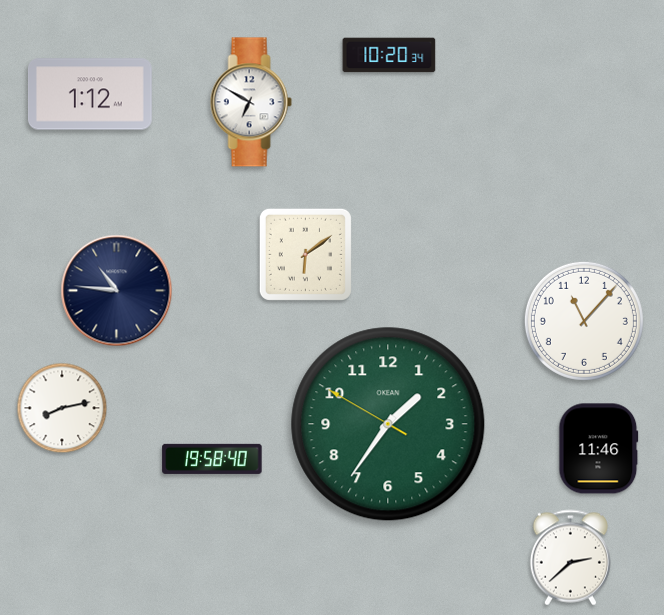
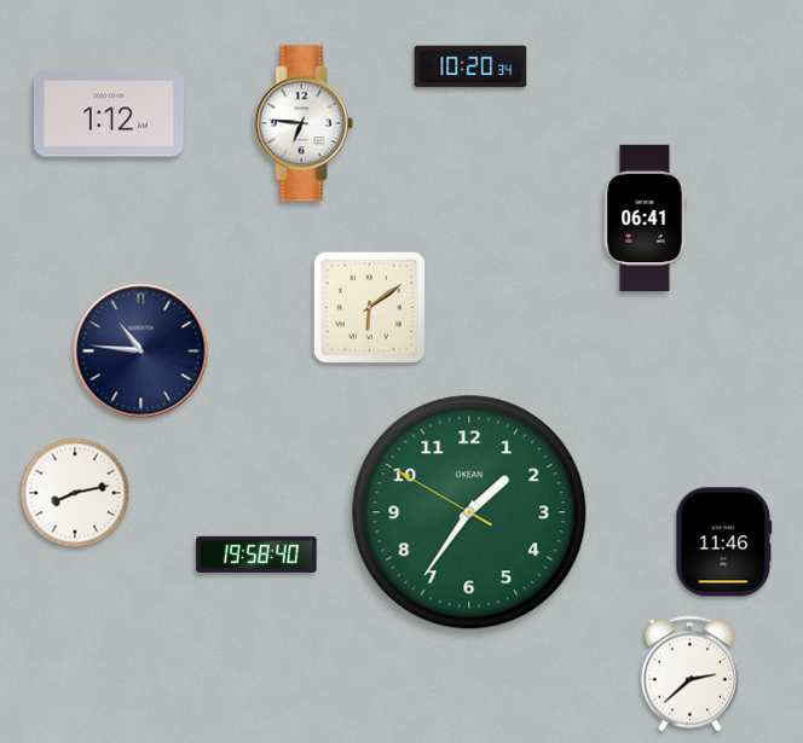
clock at (251, 102): 6:50 -> 6:46
clock at (646, 217): none -> 06:41
clock at (584, 321): 11:07 -> none
